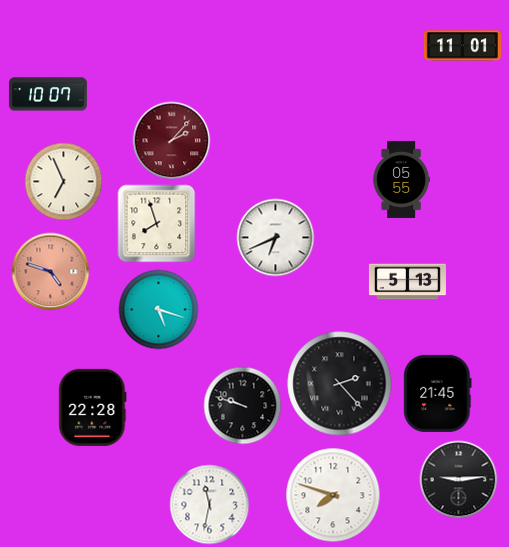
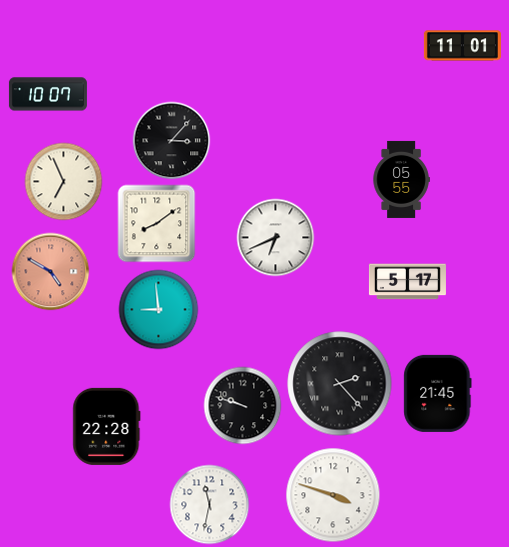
clock at (171, 140): 2:07 -> 3:07
clock at (171, 140) dial: burgundy -> black
clock at (156, 223): 7:57 -> 8:09
clock at (50, 271): 4:48 -> 4:50
clock at (407, 282): 5:13 -> 5:17
clock at (158, 309): 5:18 -> 8:59
clock at (93, 407) position: (93, 407) -> (107, 426)
clock at (458, 479): 9:14 -> none
clock at (333, 495): 7:48 -> 3:48
